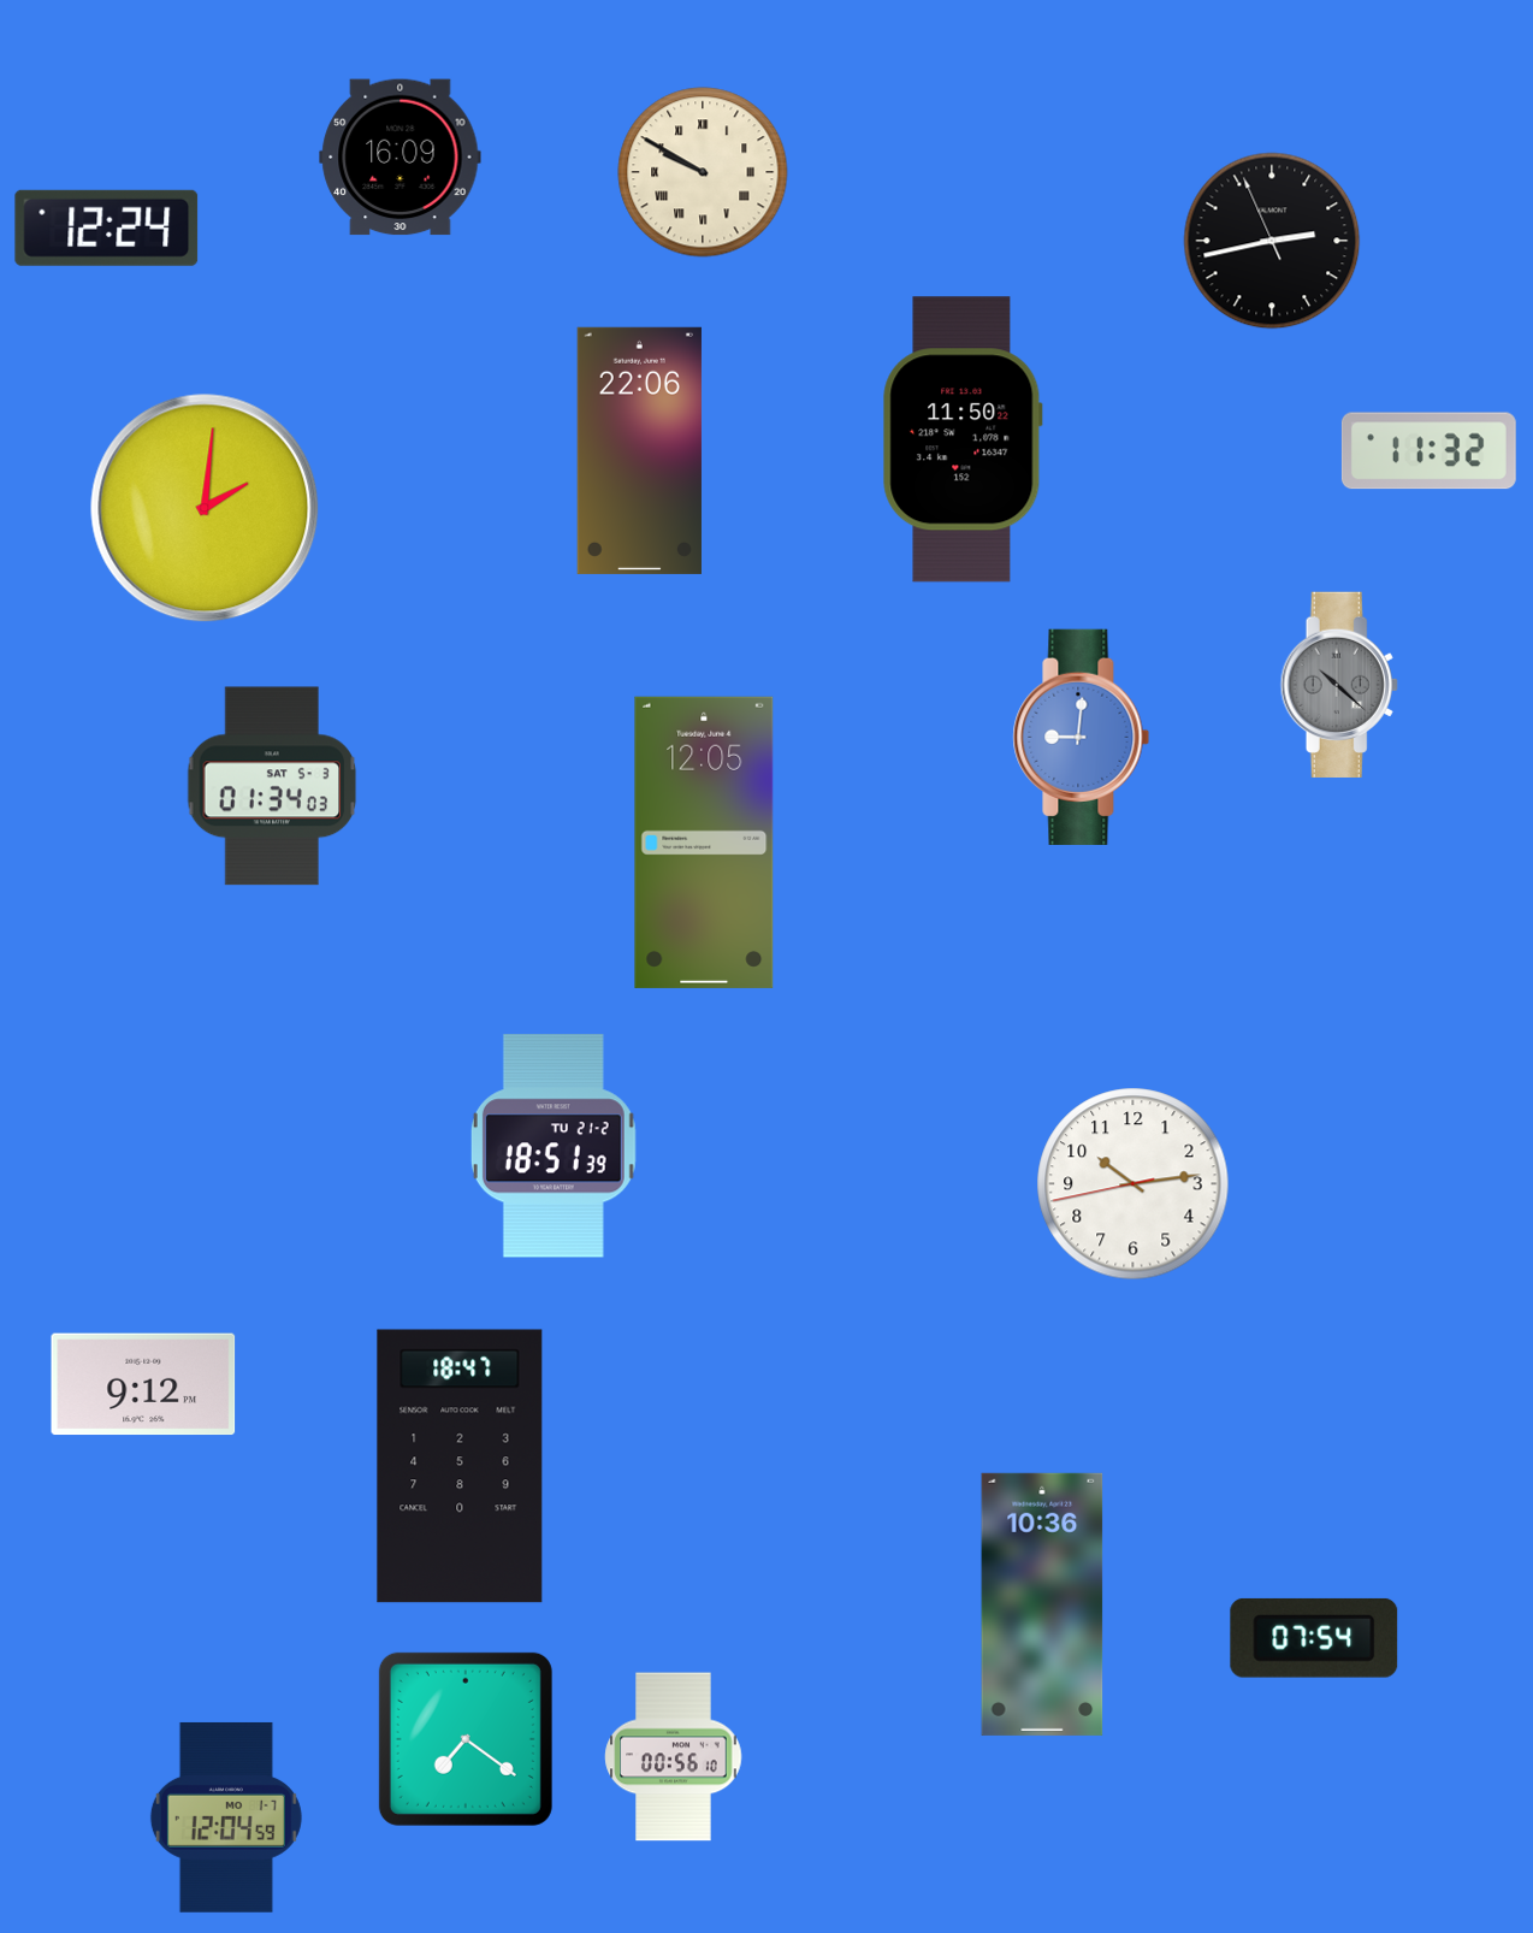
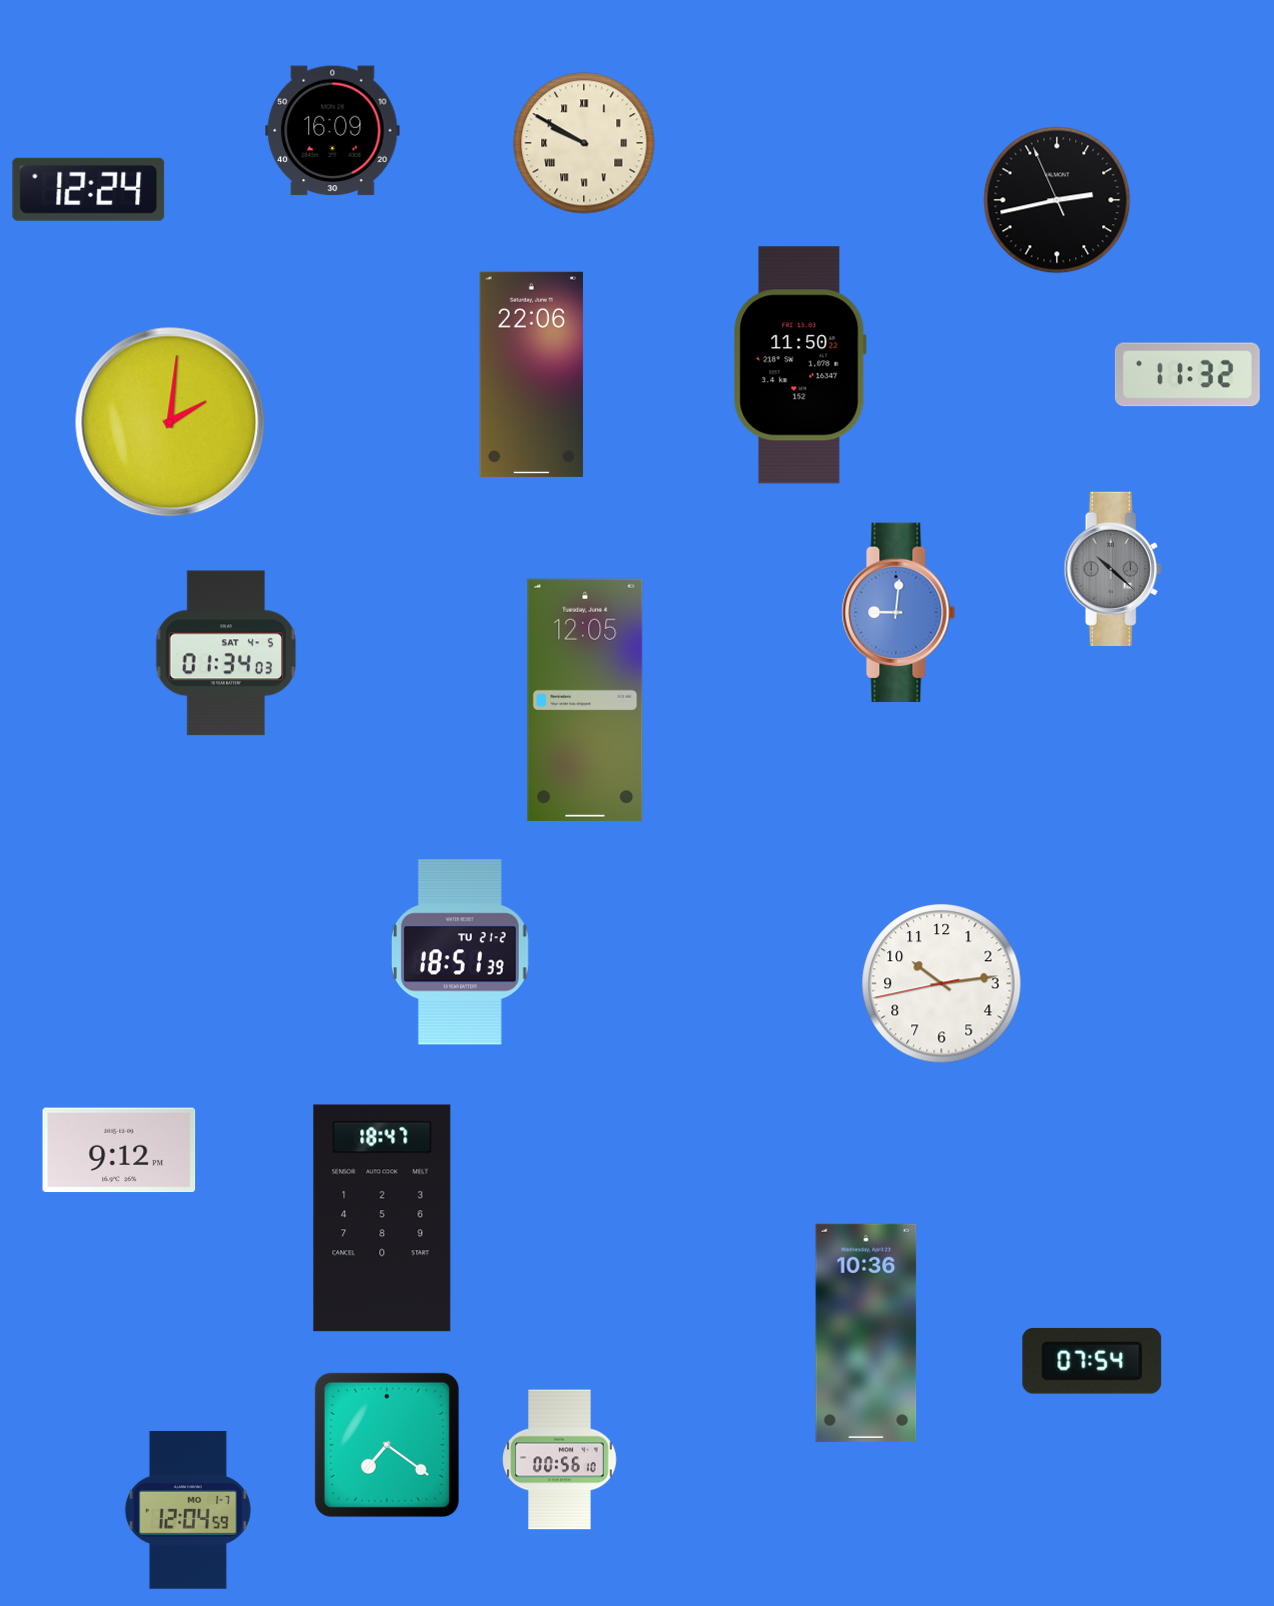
clock at (272, 786) date: SAT 5-3 -> SAT 4-5
